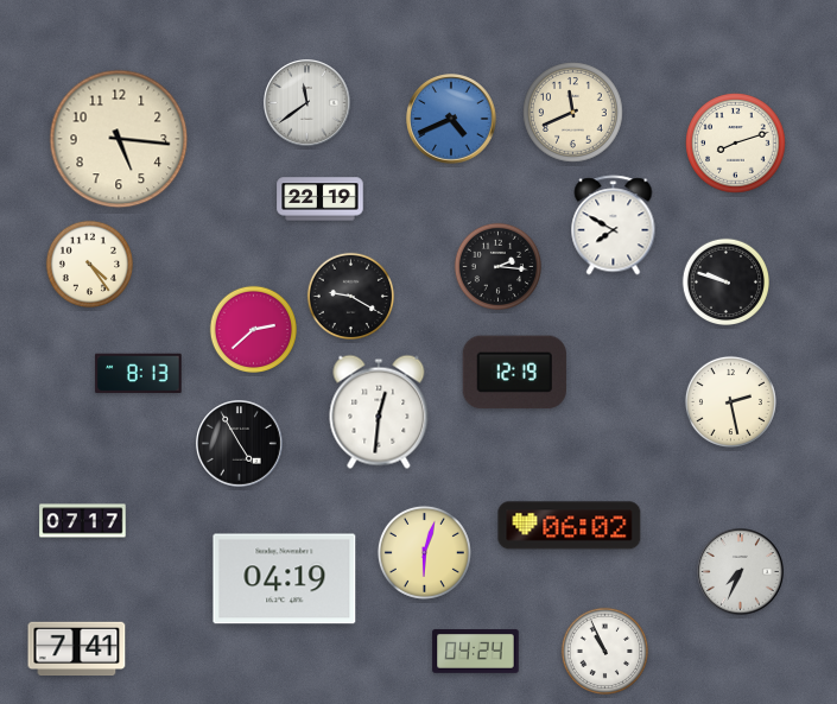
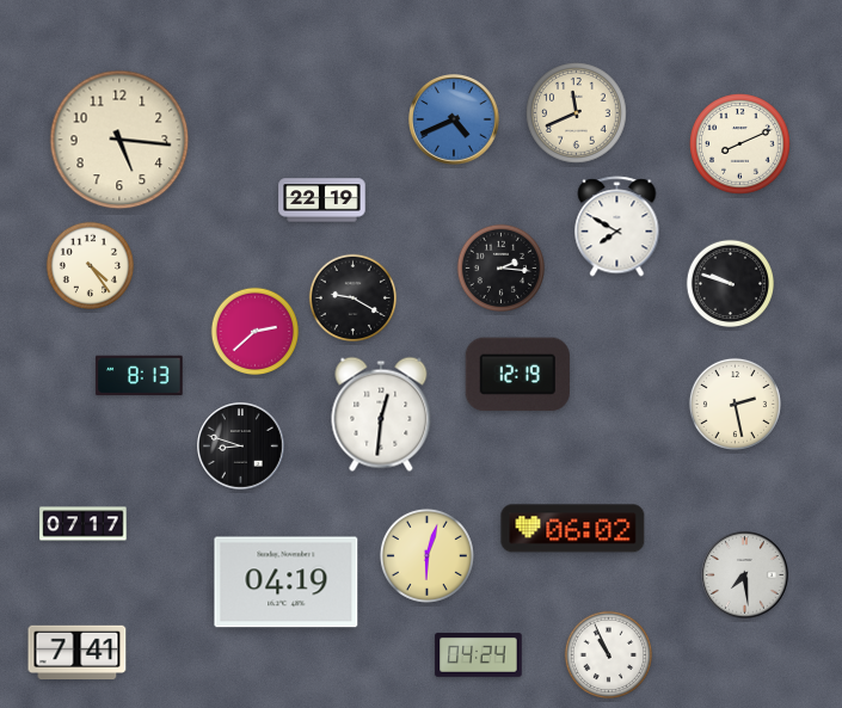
clock at (307, 103): 11:39 -> none
clock at (736, 144): 8:12 -> 8:11
clock at (240, 444): 4:55 -> 8:48
clock at (741, 572): 7:34 -> 7:29
